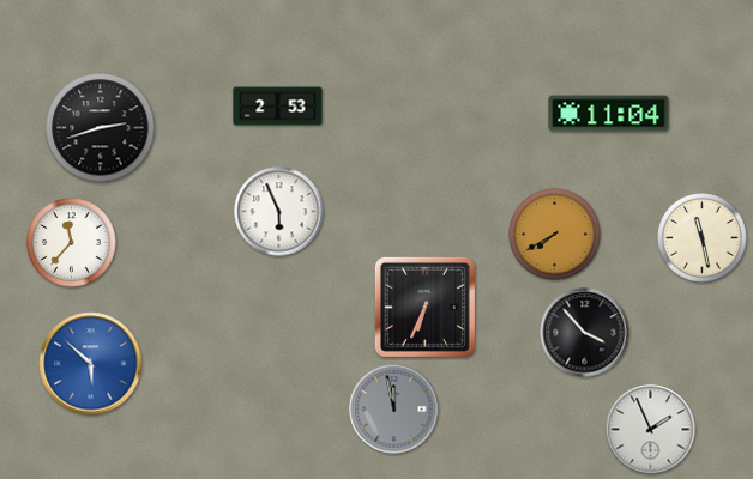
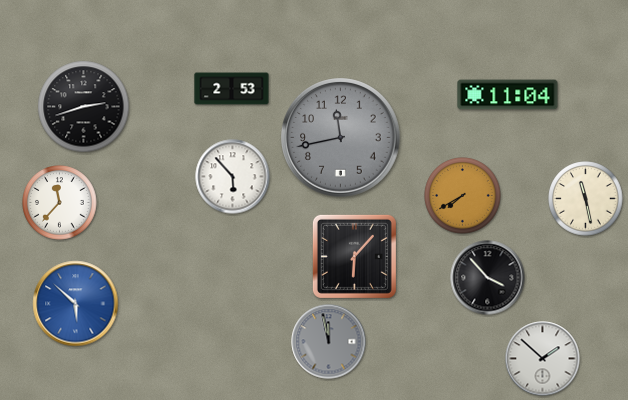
clock at (341, 138): none -> 11:43
clock at (279, 212): 5:56 -> 5:53
clock at (424, 307): 6:34 -> 6:07
clock at (651, 430): 1:56 -> 1:52
